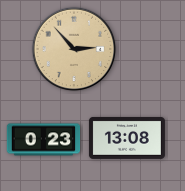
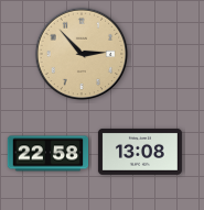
clock at (44, 140): 0:23 -> 22:58
